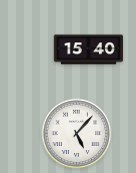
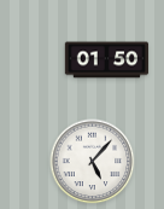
clock at (89, 50): 15:40 -> 01:50
